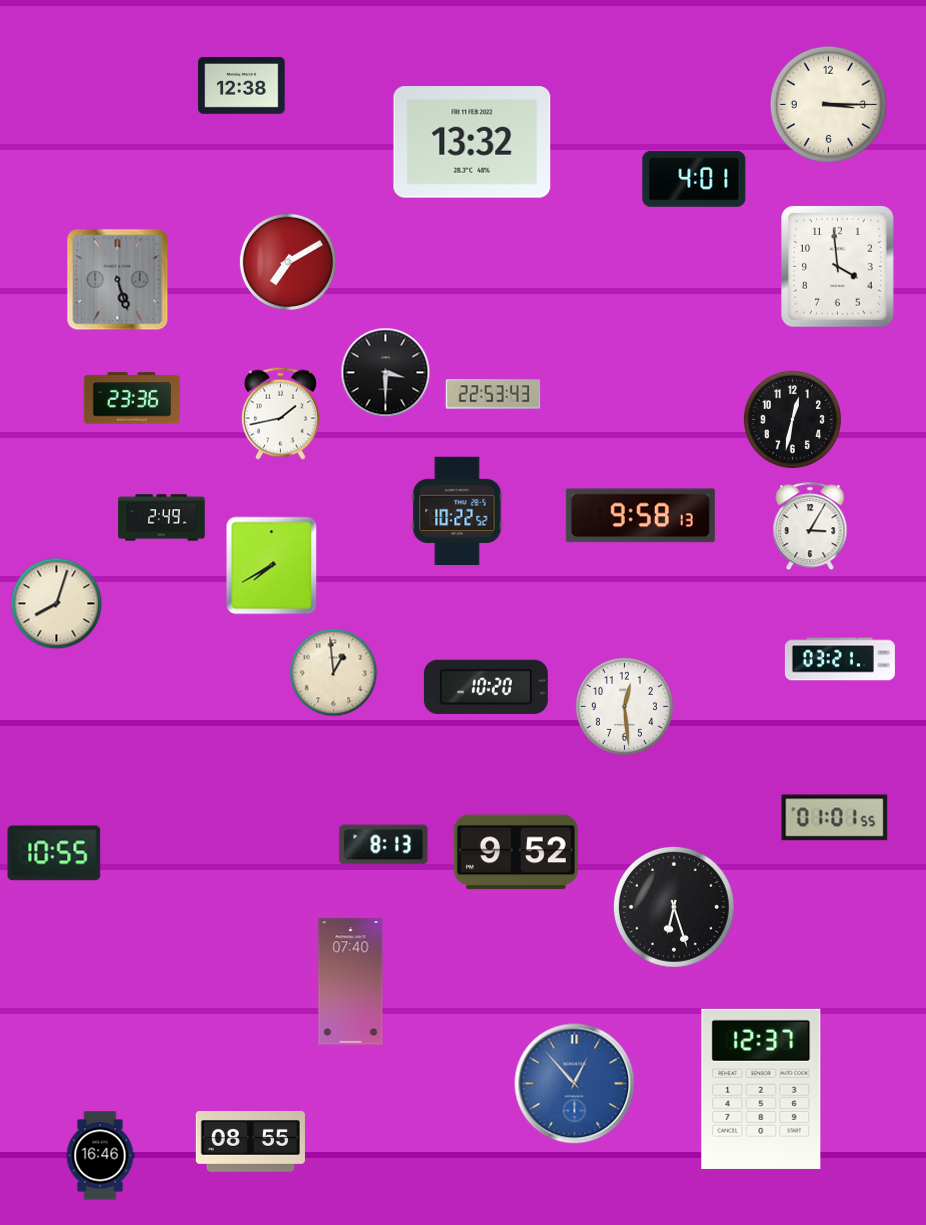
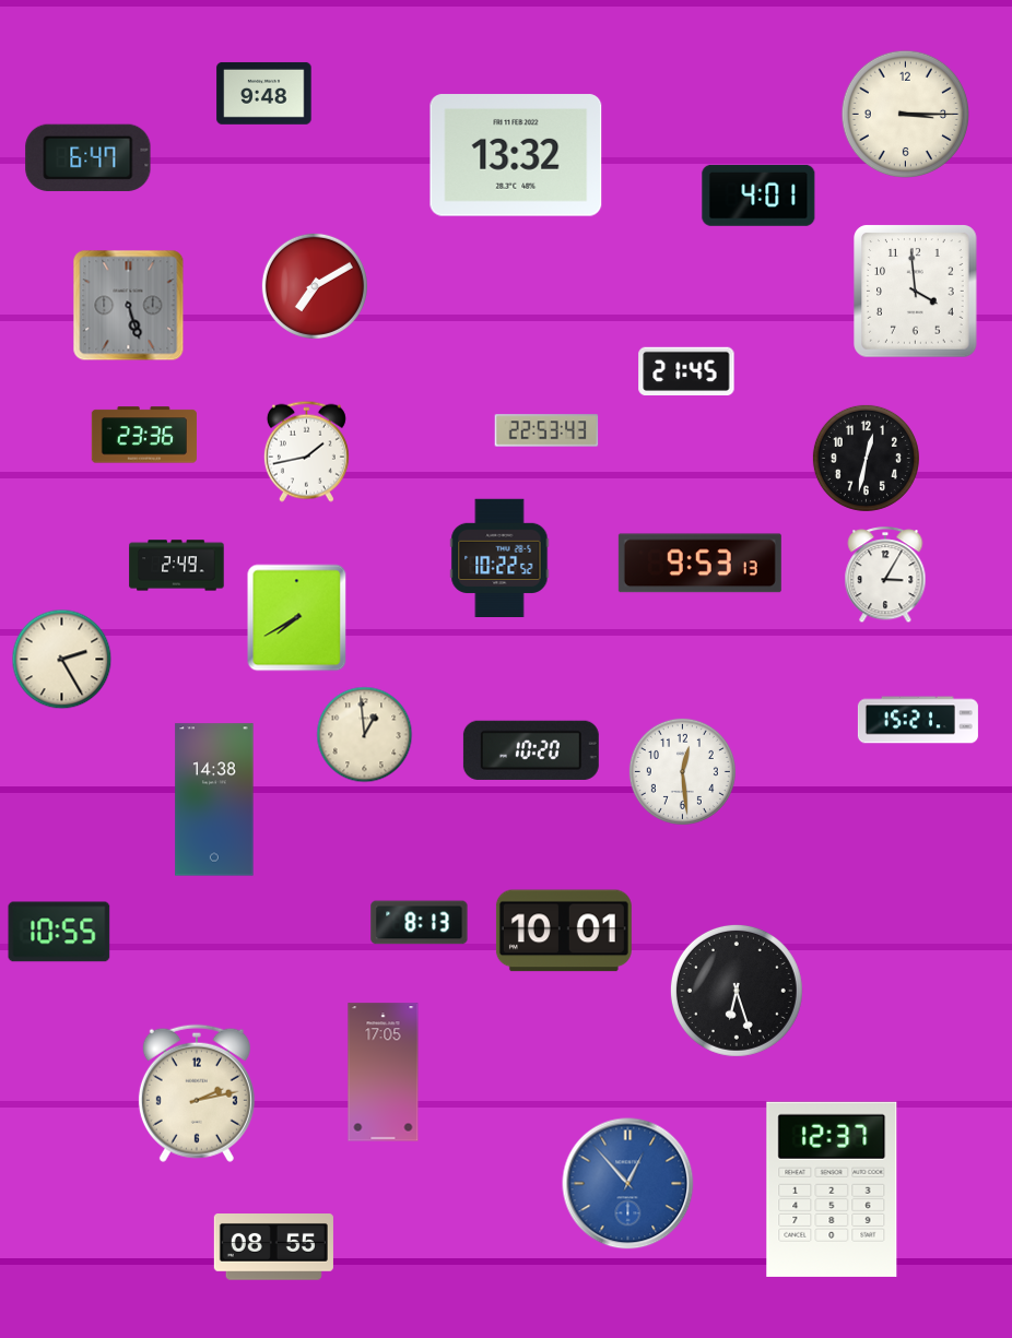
clock at (242, 86): 12:38 -> 9:48
clock at (89, 157): none -> 6:47
clock at (686, 370): none -> 21:45
clock at (386, 373): 3:30 -> none
clock at (493, 394) position: (493, 394) -> (546, 430)
clock at (640, 516): 9:58 -> 9:53
clock at (57, 604): 8:03 -> 2:25
clock at (840, 659): 03:21 -> 15:21
clock at (214, 800): none -> 14:38
clock at (835, 818): 01:01 -> none
clock at (516, 852): 9:52 -> 10:01
clock at (351, 982): 07:40 -> 17:05
clock at (197, 1093): none -> 2:13
clock at (100, 1156): 16:46 -> none
